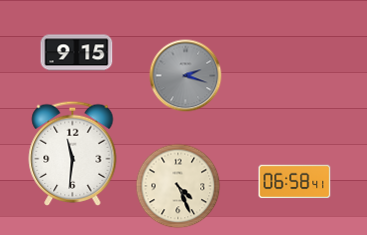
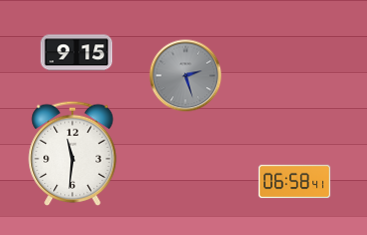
clock at (186, 76): 2:18 -> 2:27
clock at (178, 186): 4:26 -> none
